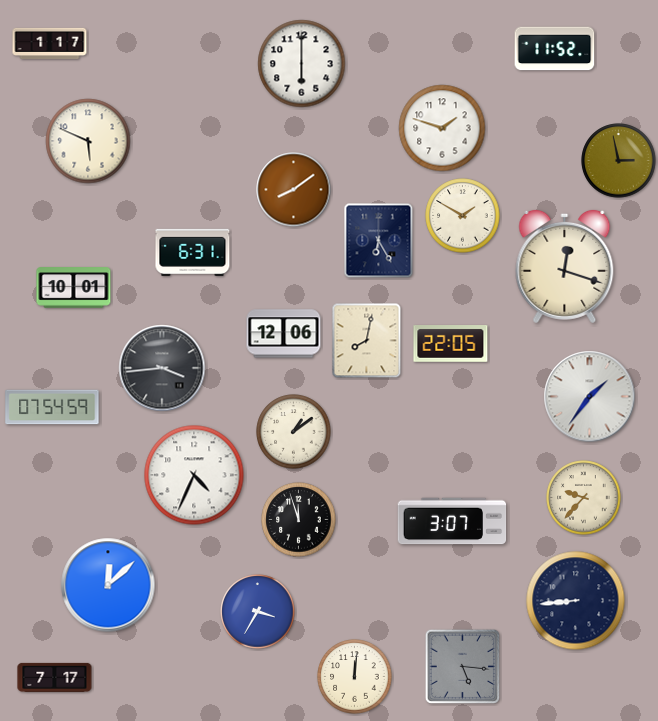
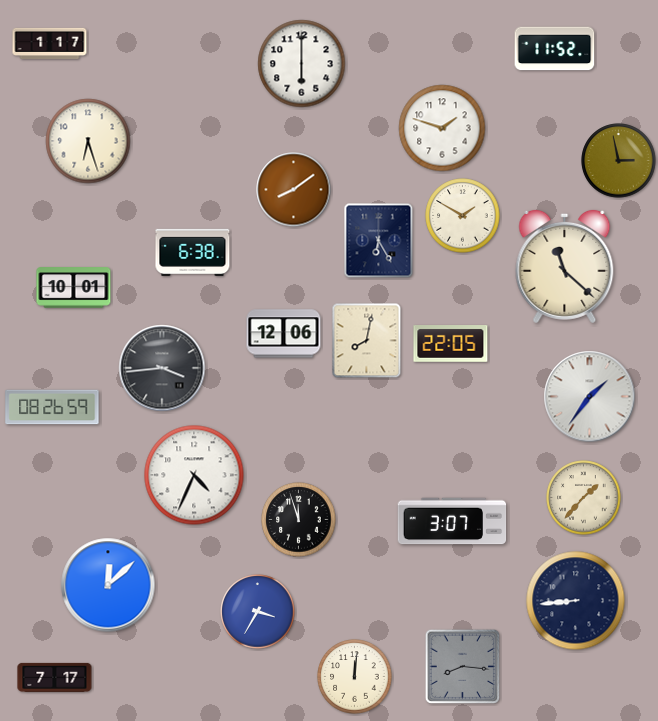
clock at (88, 141): 5:49 -> 6:27
clock at (193, 252): 6:31 -> 6:38
clock at (565, 266): 12:18 -> 11:22
clock at (52, 407): 07:54 -> 08:26
clock at (294, 432): 1:09 -> none
clock at (584, 498): 9:37 -> 1:37
clock at (463, 667): 5:16 -> 8:16
